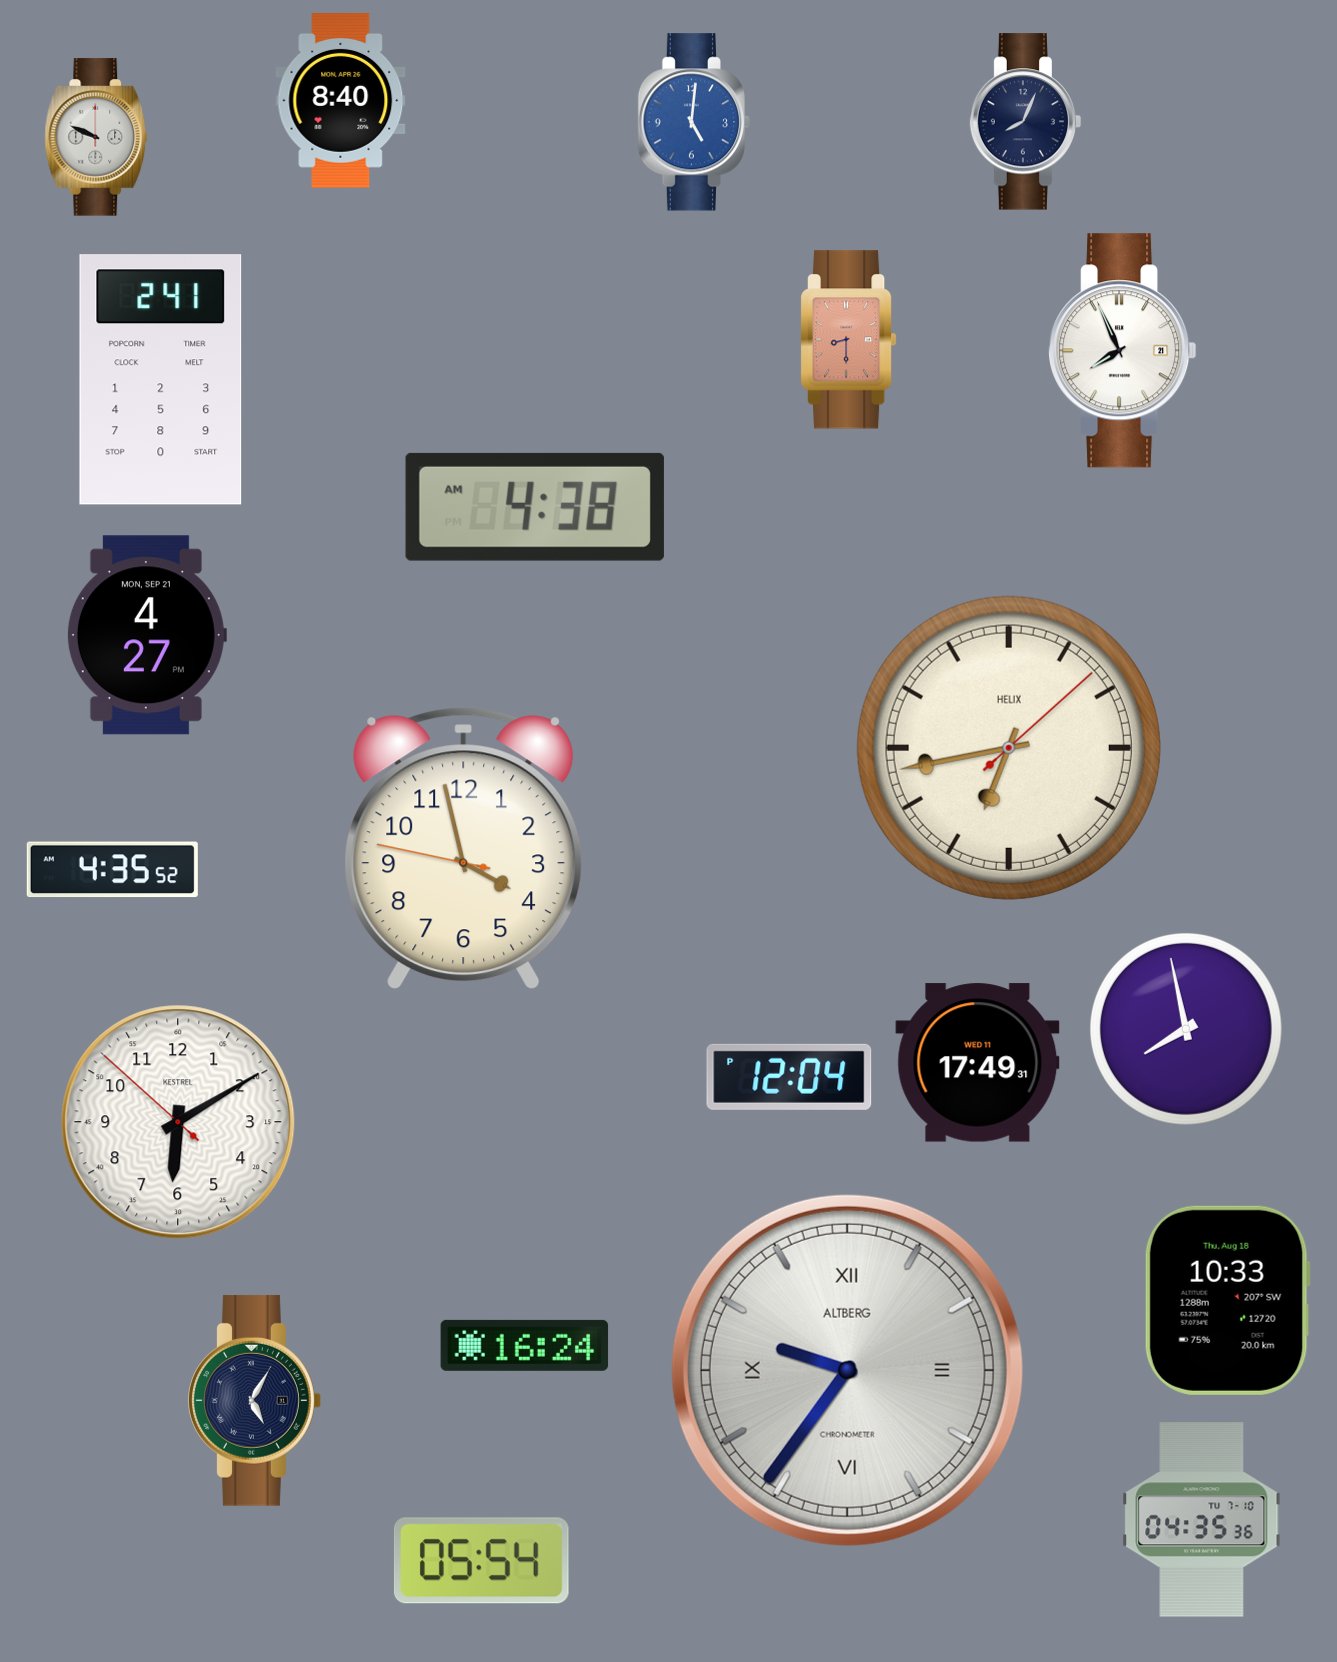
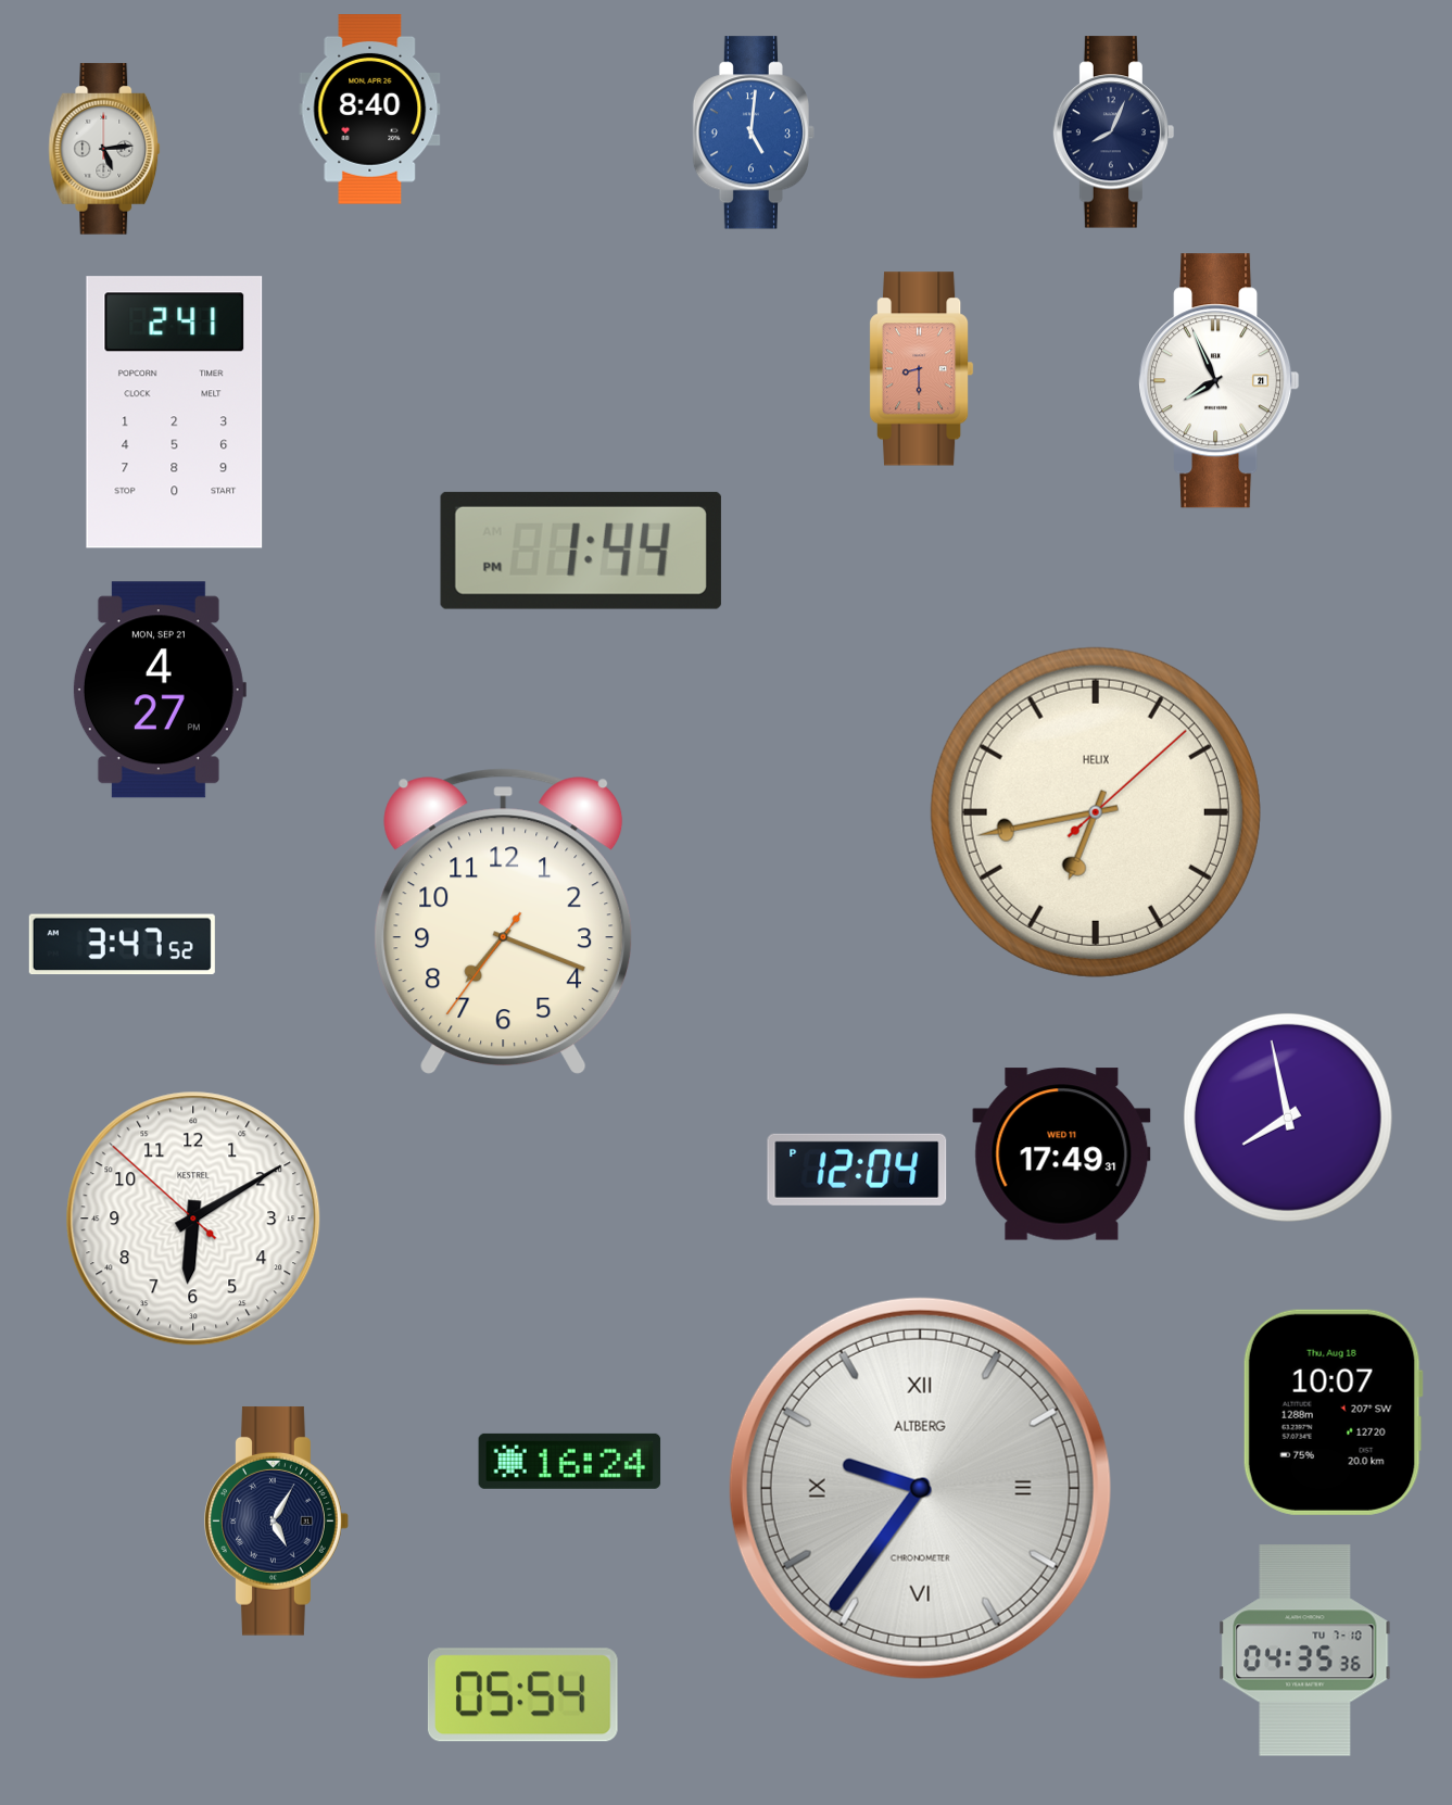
clock at (96, 137): 9:49 -> 5:14
clock at (535, 507): 4:38 -> 1:44
clock at (464, 849): 3:57 -> 7:18
clock at (112, 870): 4:35 -> 3:47
clock at (1227, 1300): 10:33 -> 10:07
